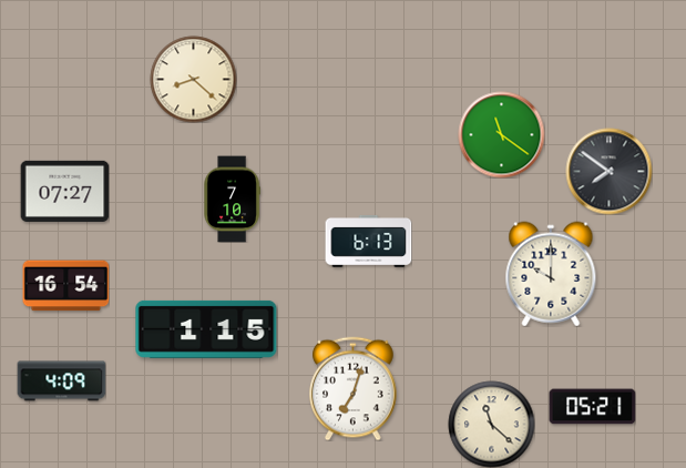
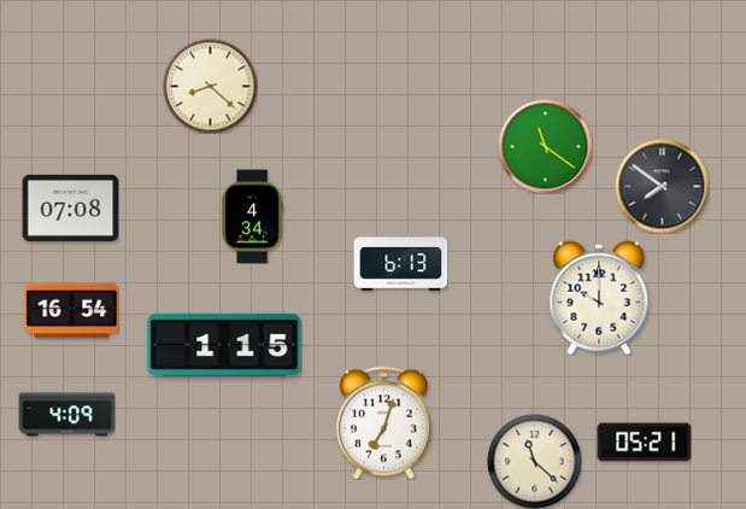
clock at (64, 191): 07:27 -> 07:08
clock at (232, 199): 7:10 -> 4:34
clock at (206, 329) position: (206, 329) -> (224, 345)
